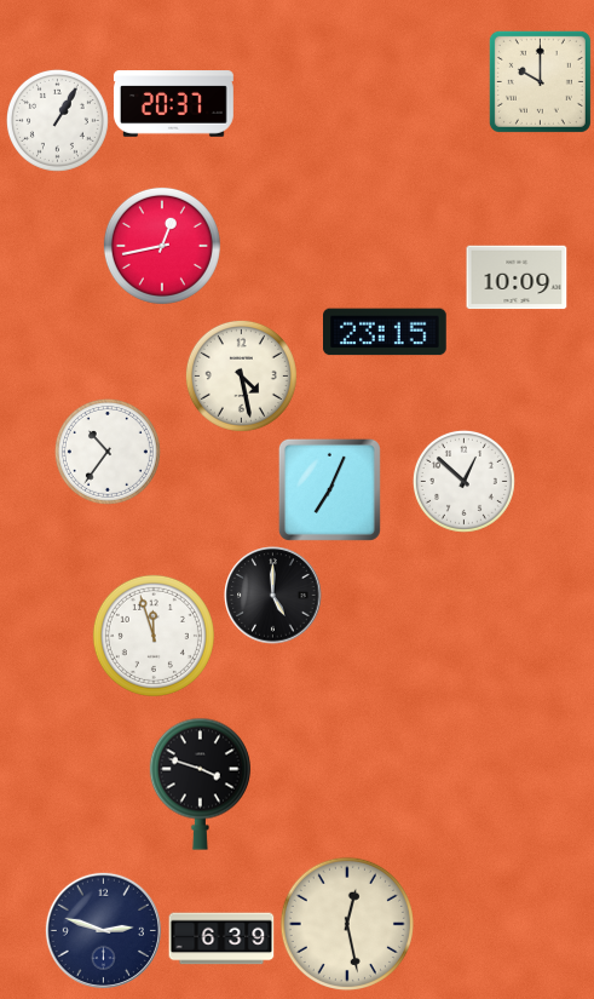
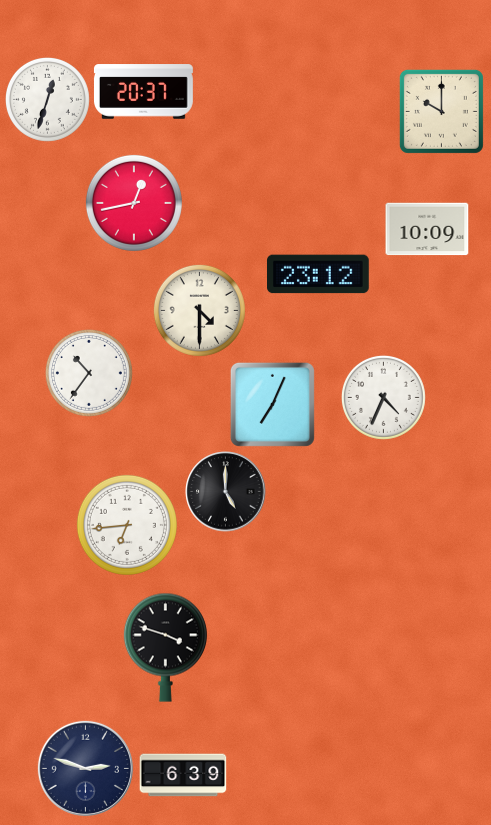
clock at (540, 81) position: (540, 81) -> (441, 111)
clock at (173, 104) position: (173, 104) -> (143, 92)
clock at (57, 120): 1:05 -> 12:33
clock at (386, 332): 23:15 -> 23:12
clock at (241, 375): 4:28 -> 4:30
clock at (463, 481): 12:52 -> 4:34
clock at (154, 636): 11:57 -> 6:44
clock at (347, 924): 12:28 -> none
